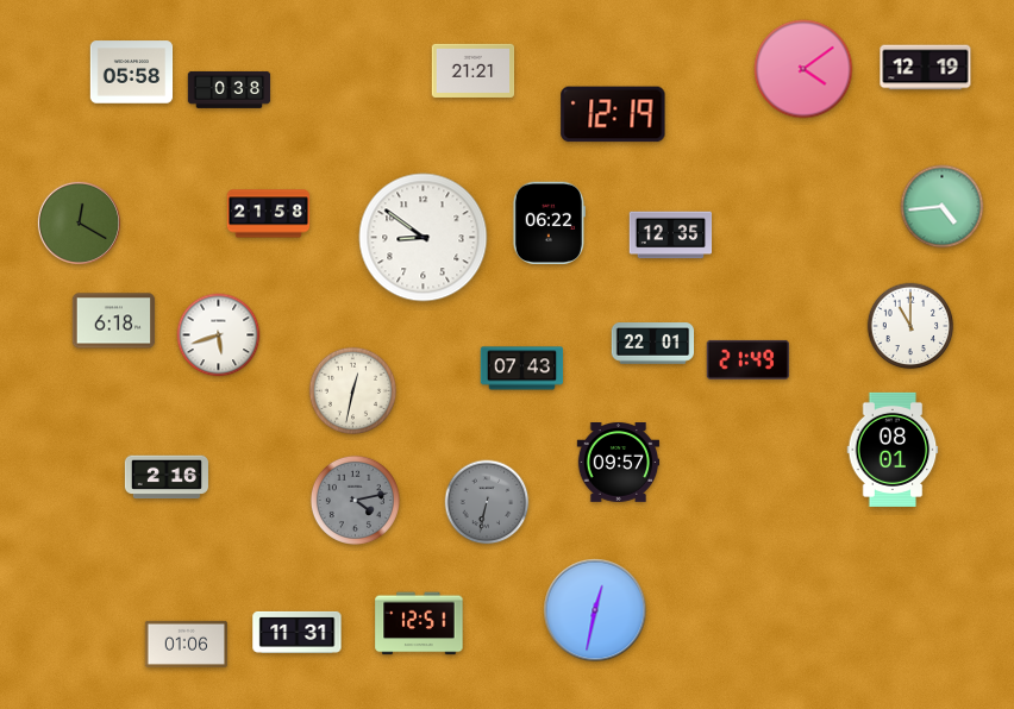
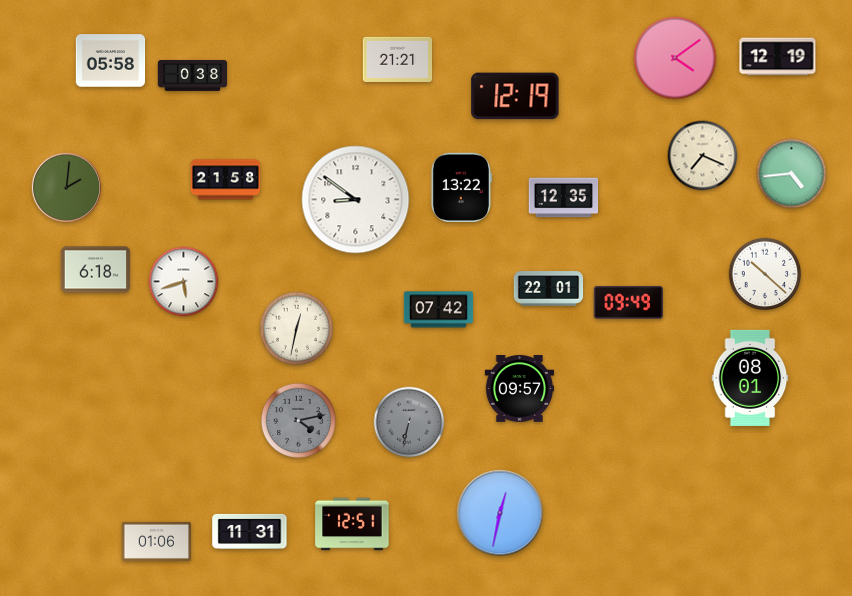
clock at (703, 156): none -> 7:19
clock at (79, 222): 12:20 -> 2:01
clock at (549, 224): 06:22 -> 13:22
clock at (910, 326): 11:00 -> 10:22
clock at (747, 359): 21:49 -> 09:49
clock at (522, 369): 07:43 -> 07:42
clock at (167, 477): 2:16 -> none
